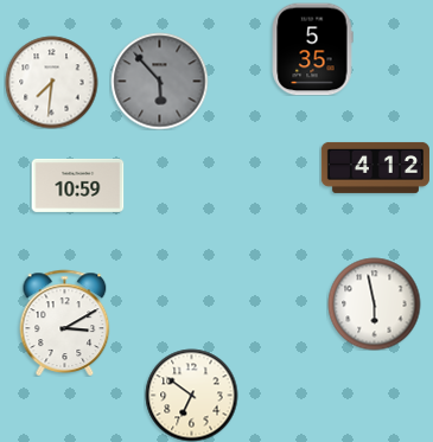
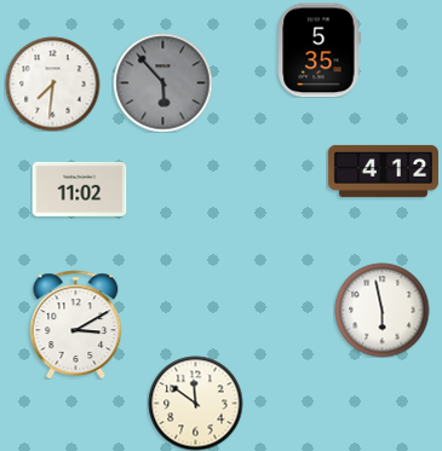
clock at (77, 185): 10:59 -> 11:02
clock at (65, 322) position: (65, 322) -> (76, 324)
clock at (191, 395): 6:51 -> 11:51
